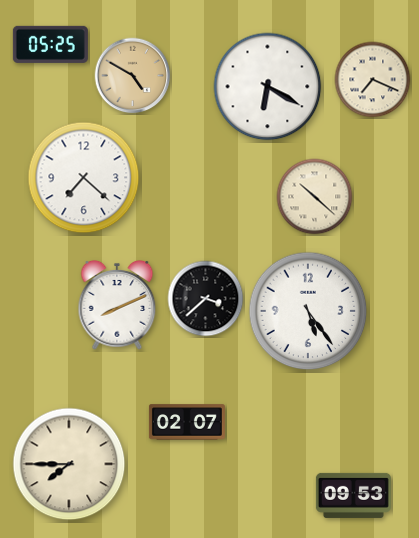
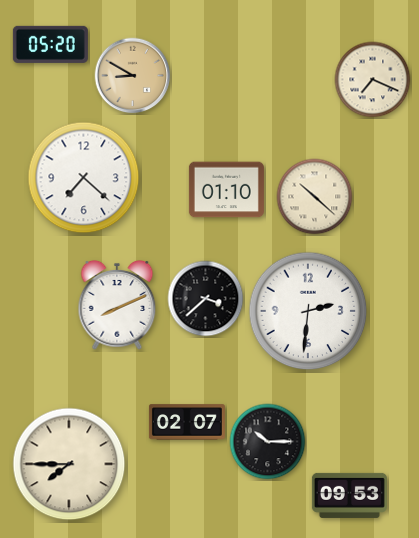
clock at (50, 44): 05:25 -> 05:20
clock at (133, 76): 4:50 -> 8:50
clock at (268, 87): 6:20 -> none
clock at (226, 190): none -> 01:10
clock at (308, 311): 5:24 -> 2:31
clock at (268, 442): none -> 10:15
clock at (353, 495) position: (353, 495) -> (349, 495)
